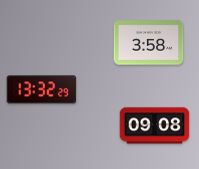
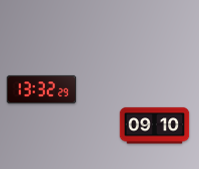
clock at (149, 43): 3:58 -> none
clock at (155, 126): 09:08 -> 09:10
